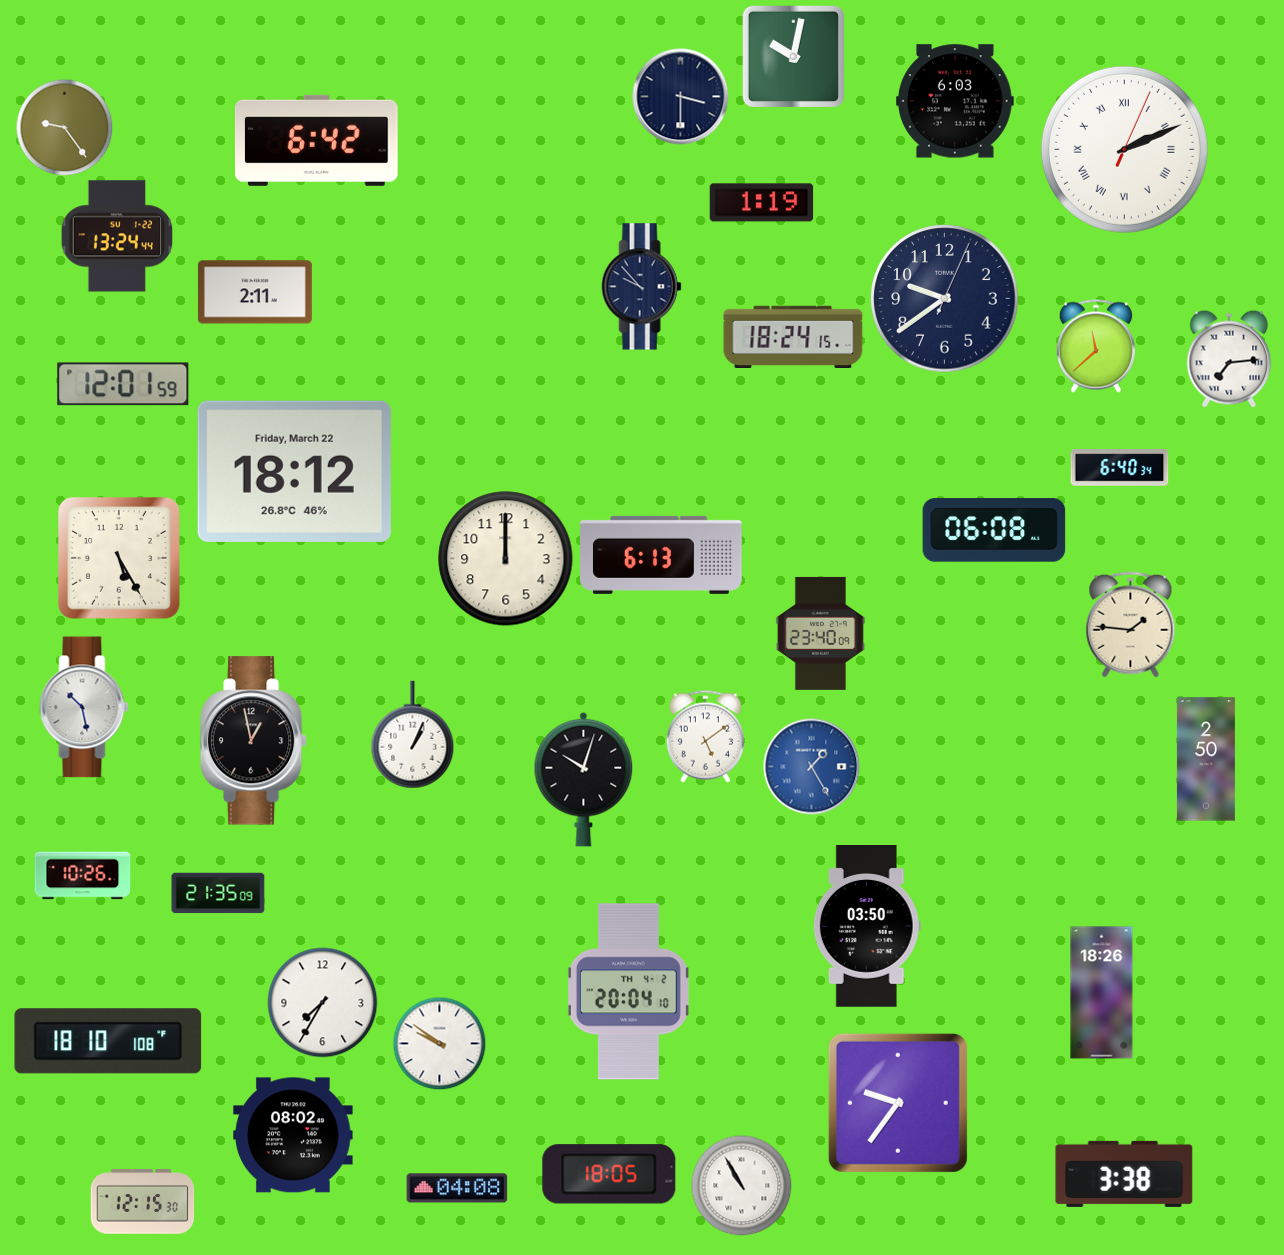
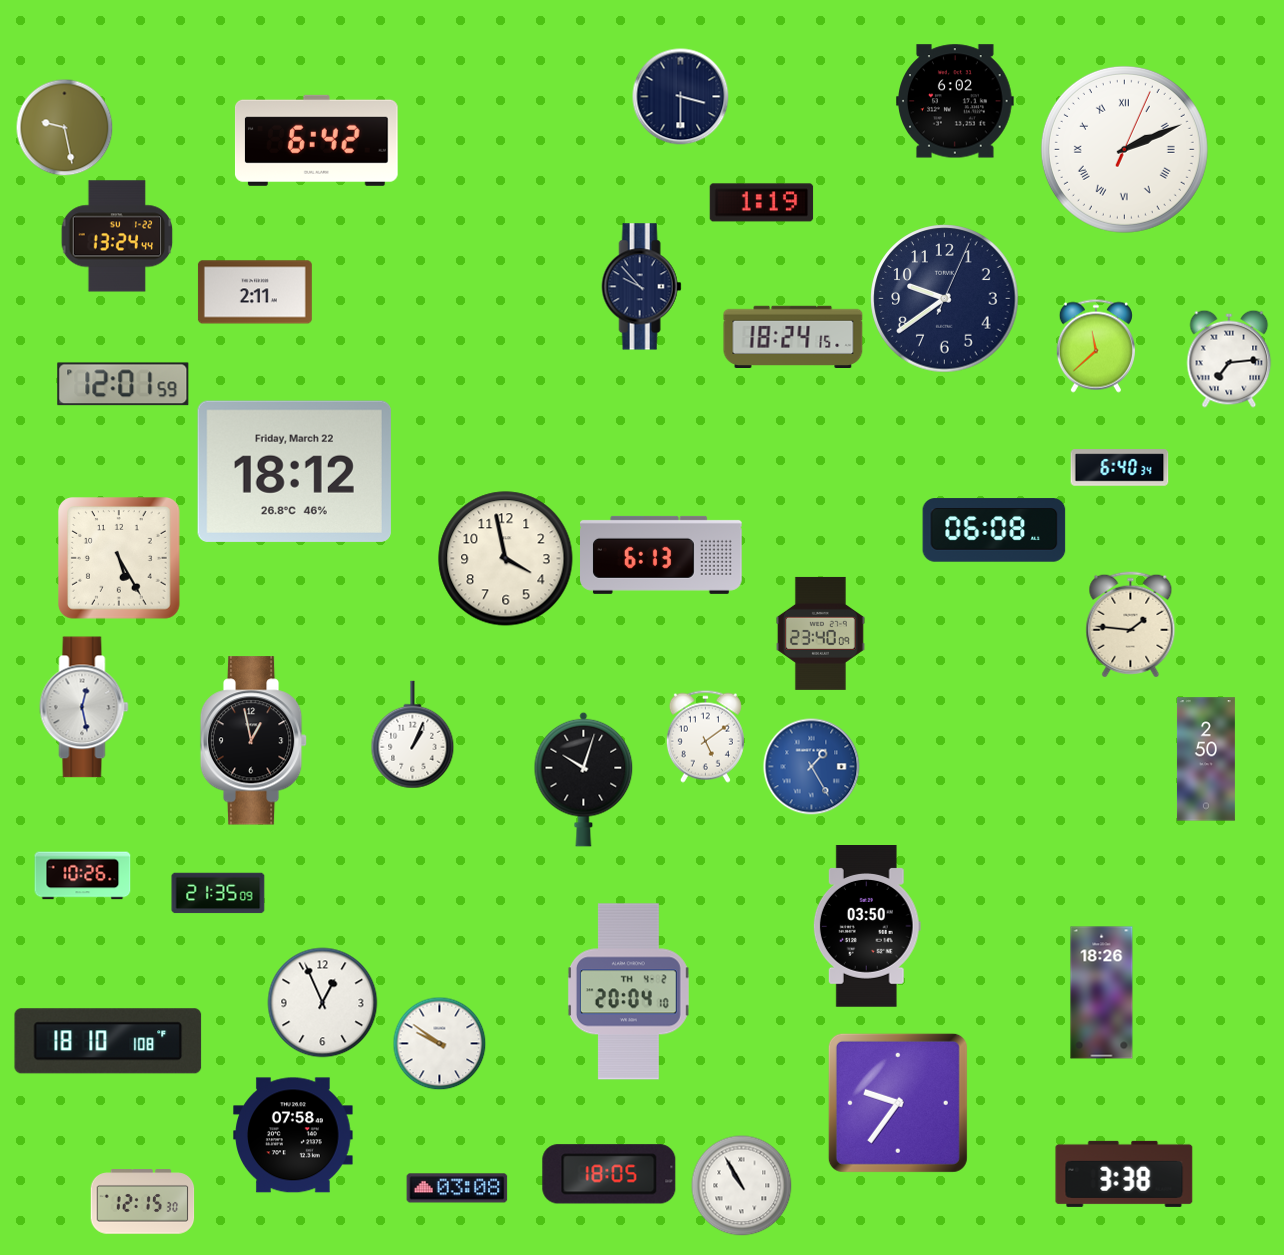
clock at (793, 56): 10:02 -> none
clock at (956, 101): 6:03 -> 6:02
clock at (64, 127): 9:24 -> 9:28
clock at (506, 559): 12:00 -> 3:58
clock at (84, 707): 10:28 -> 12:28
clock at (323, 1003): 7:35 -> 12:56
clock at (293, 1135): 08:02 -> 07:58
clock at (457, 1188): 04:08 -> 03:08
